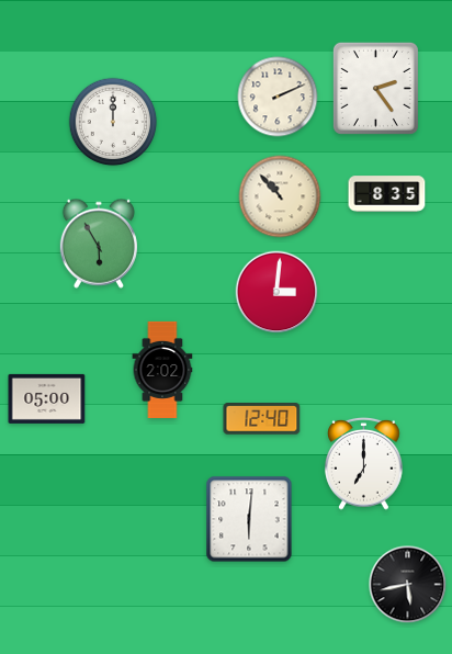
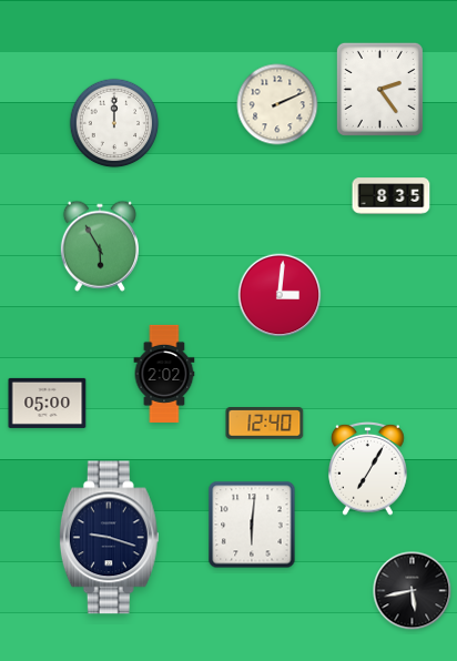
clock at (278, 97) position: (278, 97) -> (277, 104)
clock at (280, 196): 10:53 -> none
clock at (364, 463): 7:00 -> 7:05
clock at (109, 538): none -> 9:18
